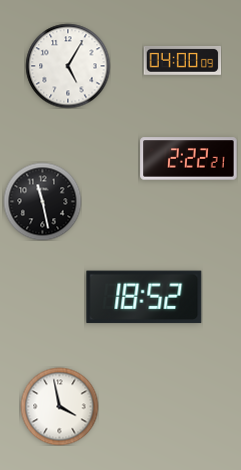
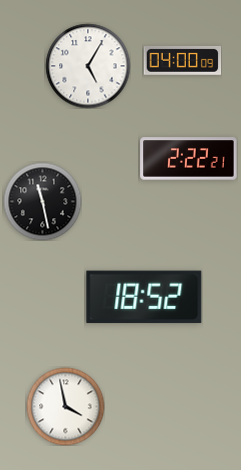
clock at (68, 66) position: (68, 66) -> (88, 66)
clock at (59, 406) position: (59, 406) -> (65, 406)
